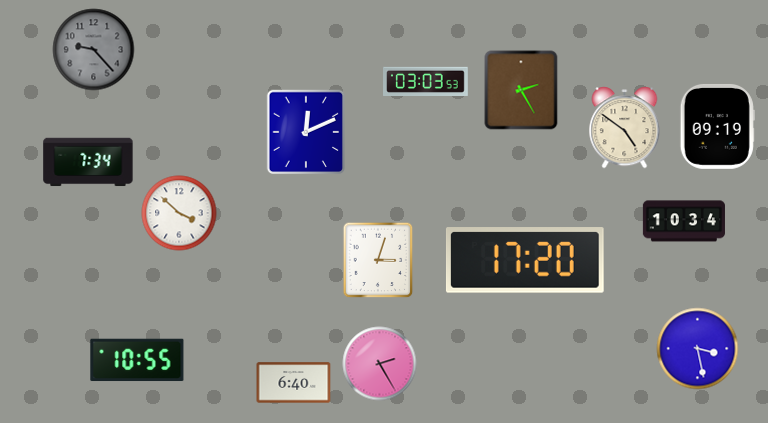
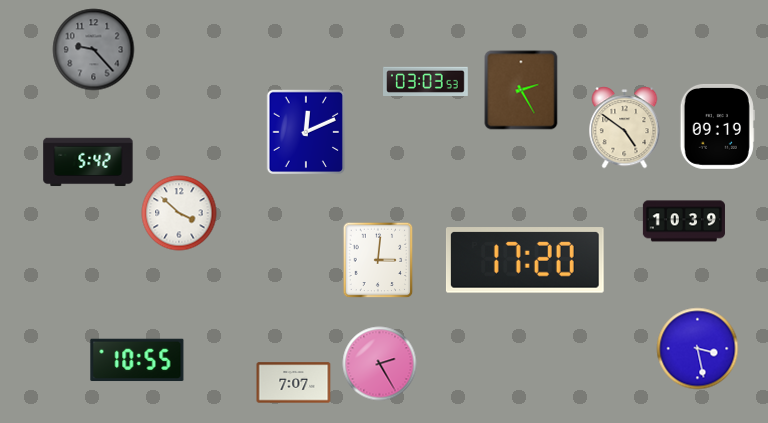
clock at (88, 162): 7:34 -> 5:42
clock at (684, 221): 10:34 -> 10:39
clock at (378, 260): 3:03 -> 3:01
clock at (294, 383): 6:40 -> 7:07
